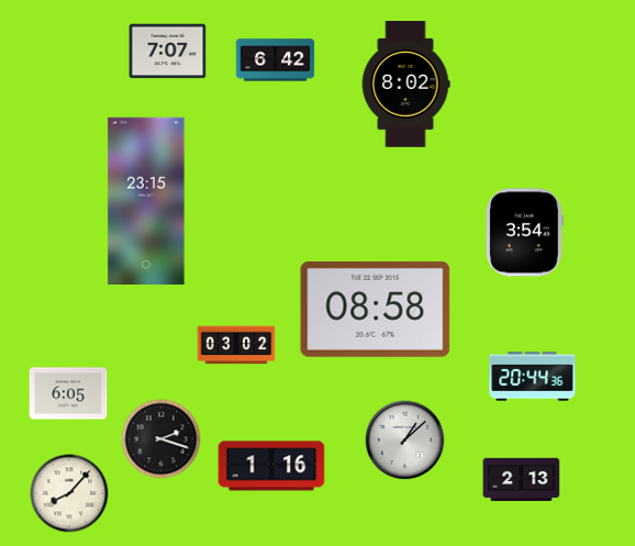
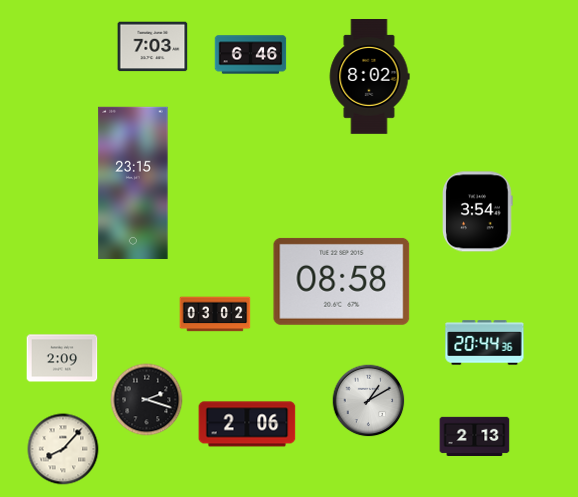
clock at (168, 52): 7:07 -> 7:03
clock at (276, 60): 6:42 -> 6:46
clock at (68, 393): 6:05 -> 2:09
clock at (405, 441): 1:08 -> 1:10
clock at (271, 466): 1:16 -> 2:06
